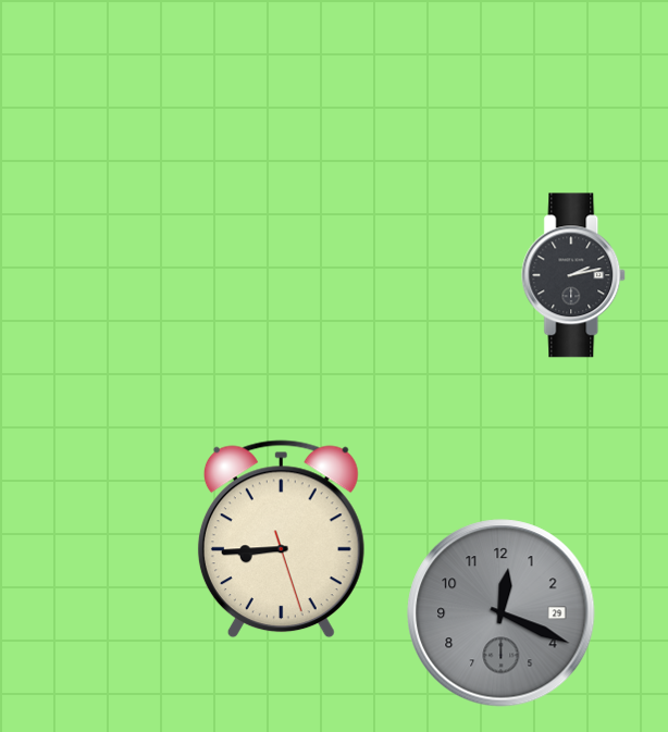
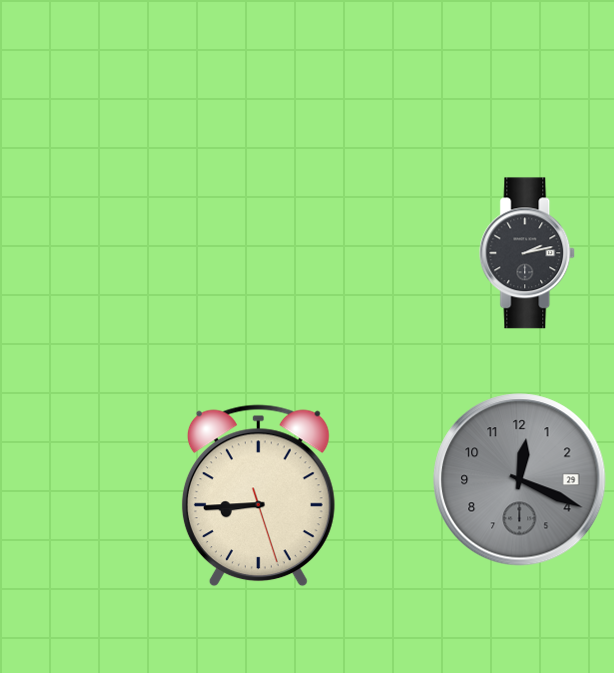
clock at (502, 613) position: (502, 613) -> (520, 480)
